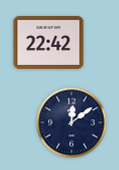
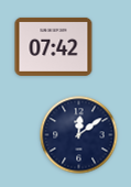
clock at (49, 42): 22:42 -> 07:42
